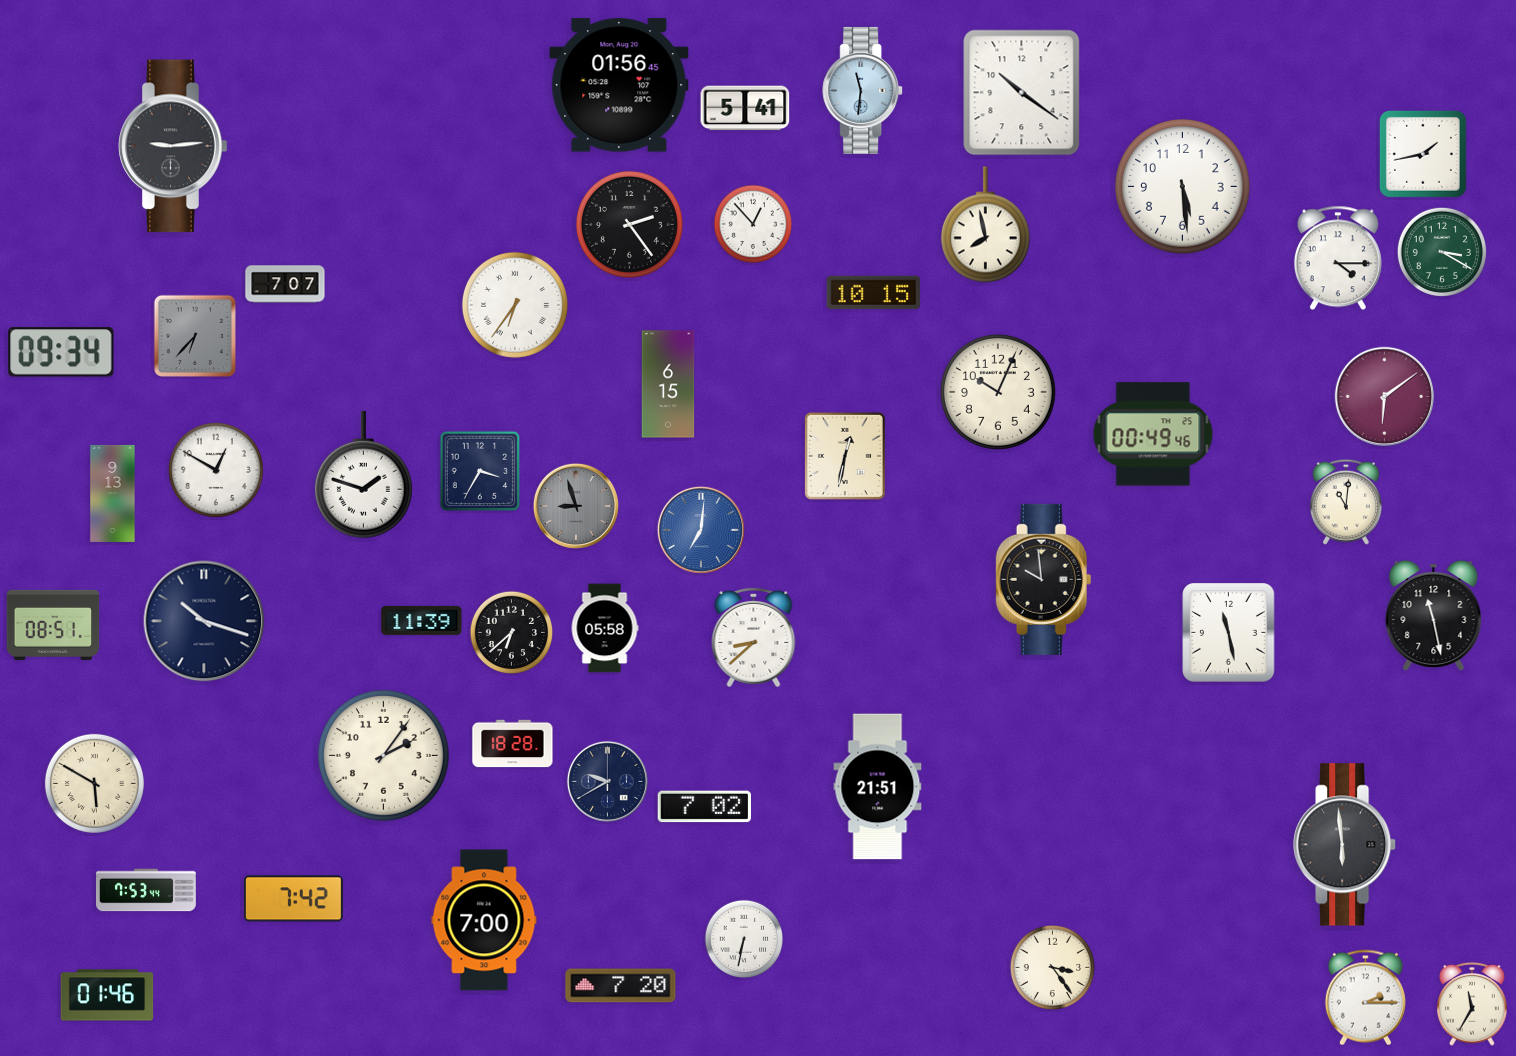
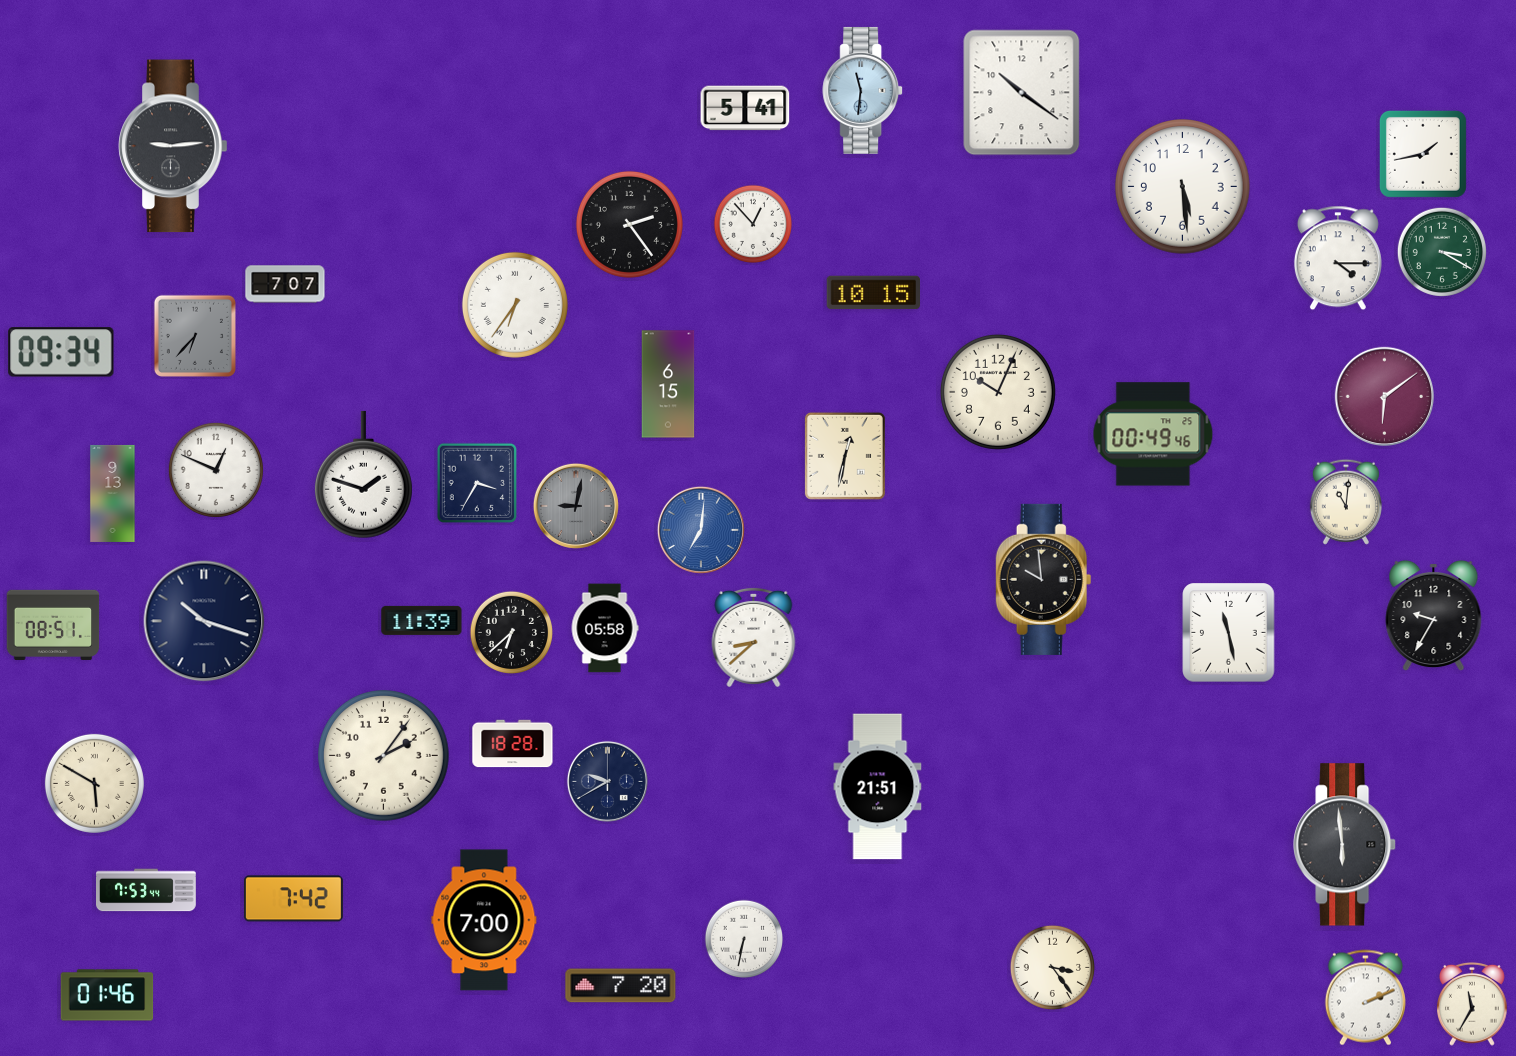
clock at (619, 85): 01:56 -> none
clock at (985, 225): 7:58 -> none
clock at (216, 470): 12:50 -> 12:49
clock at (479, 470) position: (479, 470) -> (476, 482)
clock at (576, 506): 8:57 -> 9:02
clock at (1434, 616): 11:28 -> 9:35
clock at (704, 807): 7:02 -> none
clock at (1365, 998): 2:15 -> 2:11
